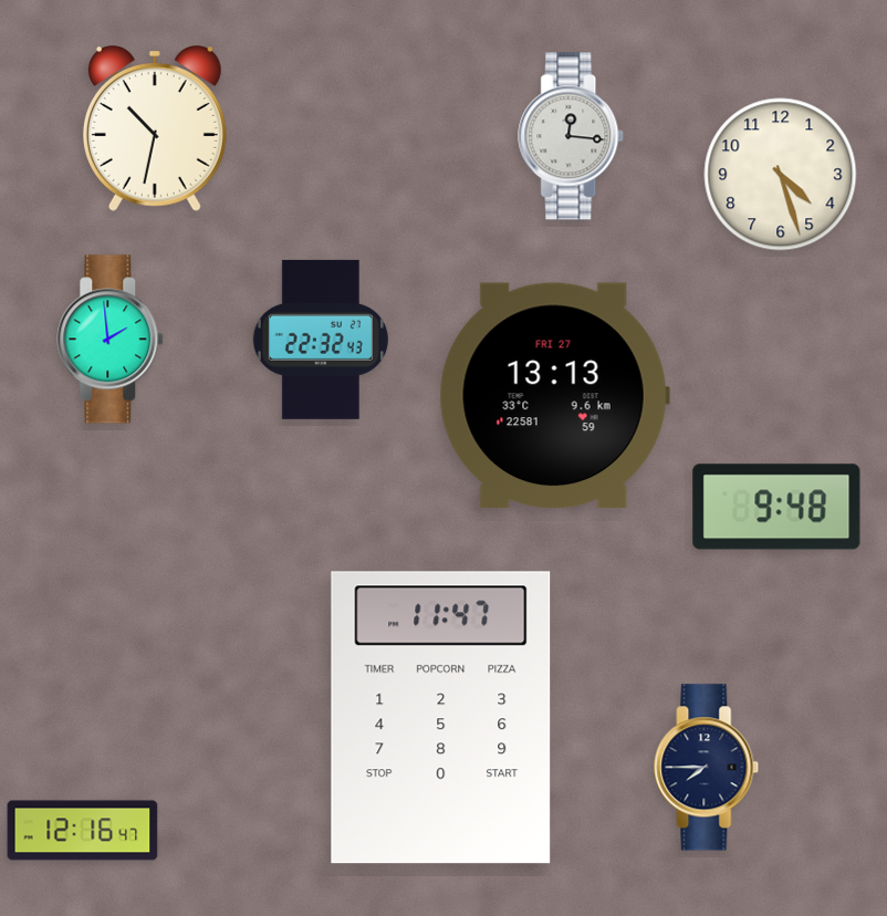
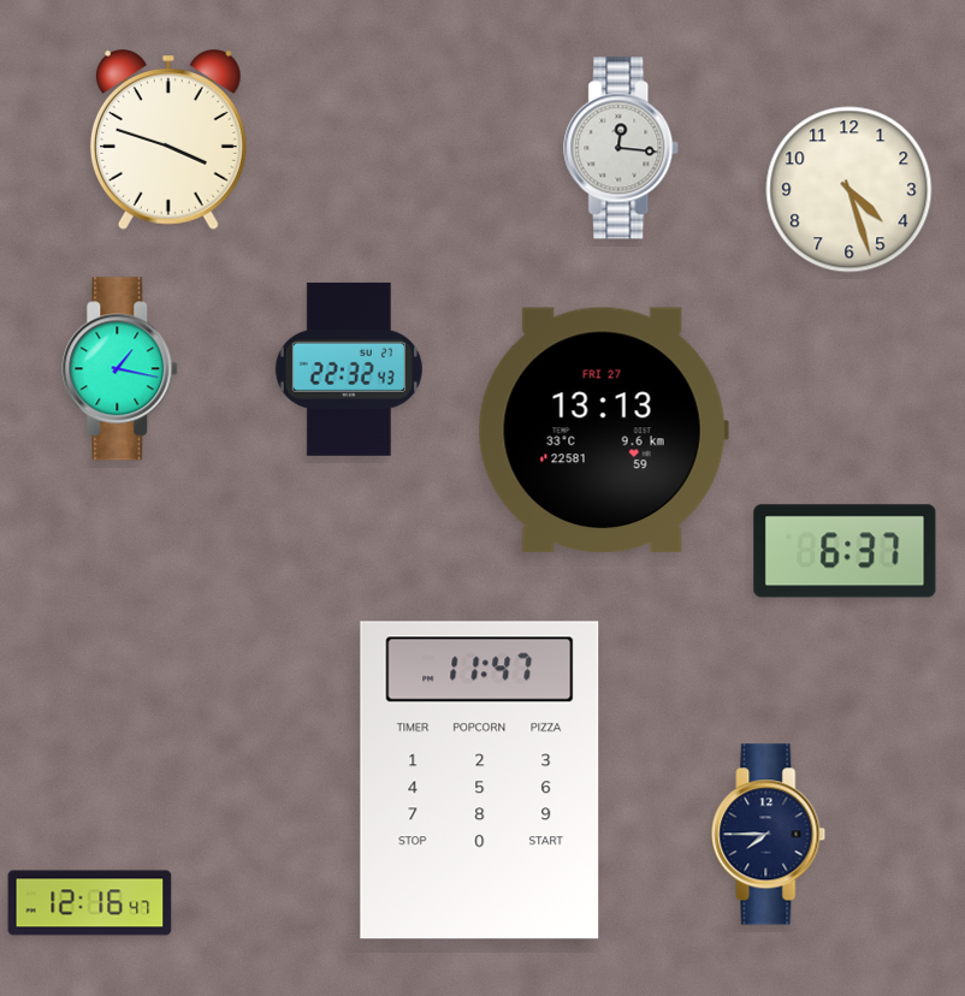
clock at (155, 128): 10:32 -> 3:48
clock at (111, 340): 1:59 -> 1:17
clock at (776, 507): 9:48 -> 6:37
